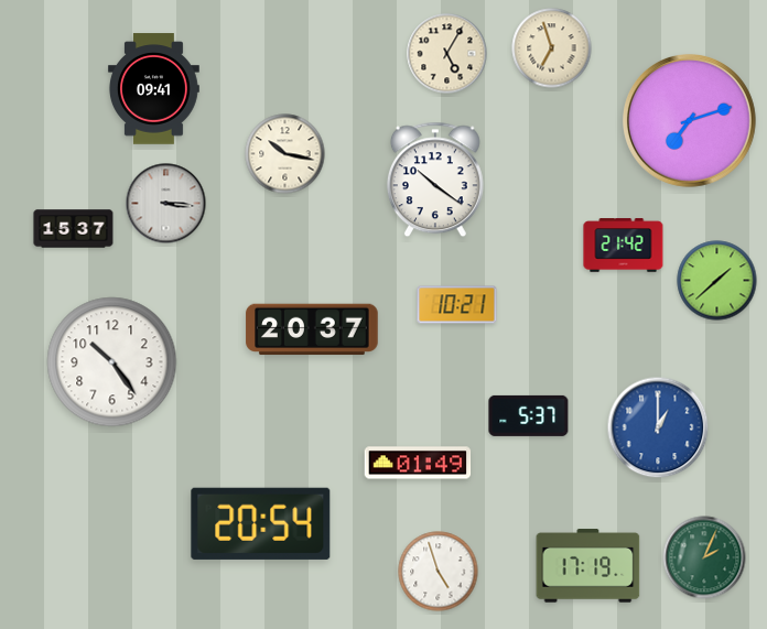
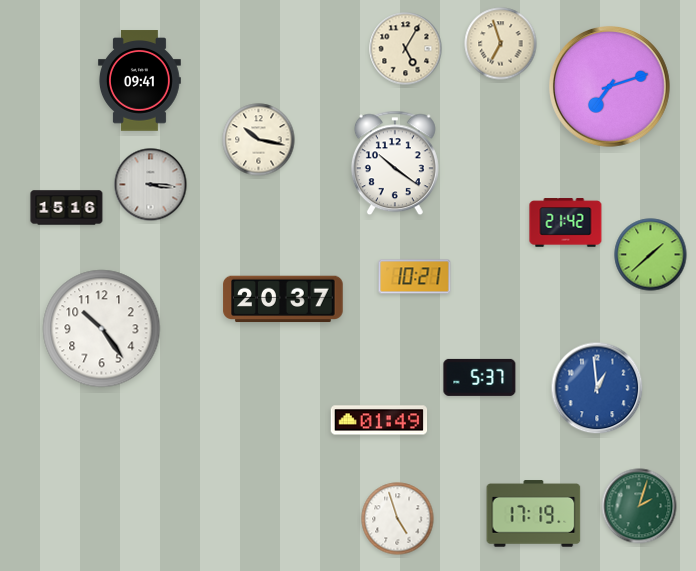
clock at (689, 120) position: (689, 120) -> (609, 86)
clock at (74, 229): 15:37 -> 15:16
clock at (658, 427): 1:00 -> 12:59
clock at (261, 523): 20:54 -> none
clock at (704, 557): 2:04 -> 2:03
